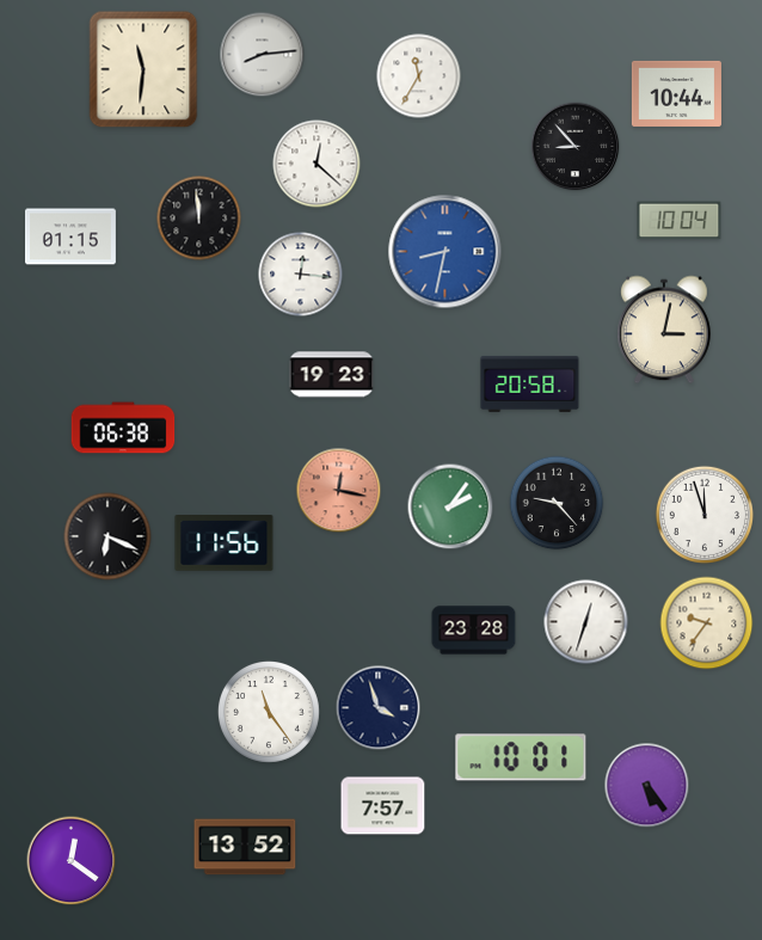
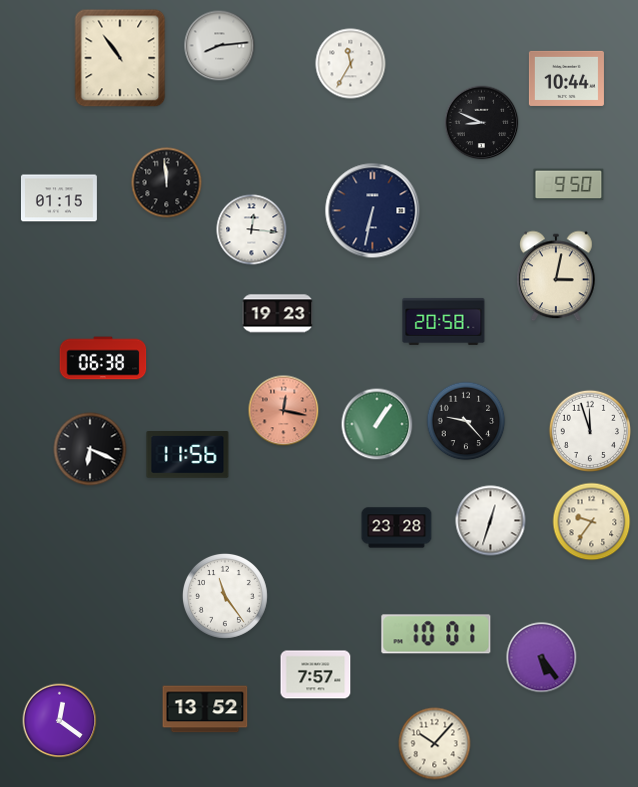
clock at (143, 69): 11:31 -> 10:54
clock at (576, 147): 8:53 -> 8:49
clock at (317, 164): 12:22 -> none
clock at (680, 221): 10:04 -> 9:50
clock at (445, 252): 8:32 -> 6:32
clock at (445, 252) dial: blue -> navy
clock at (450, 506): 2:06 -> 1:06
clock at (379, 708): 3:57 -> none
clock at (383, 806) position: (383, 806) -> (316, 675)
clock at (435, 744): none -> 10:07
